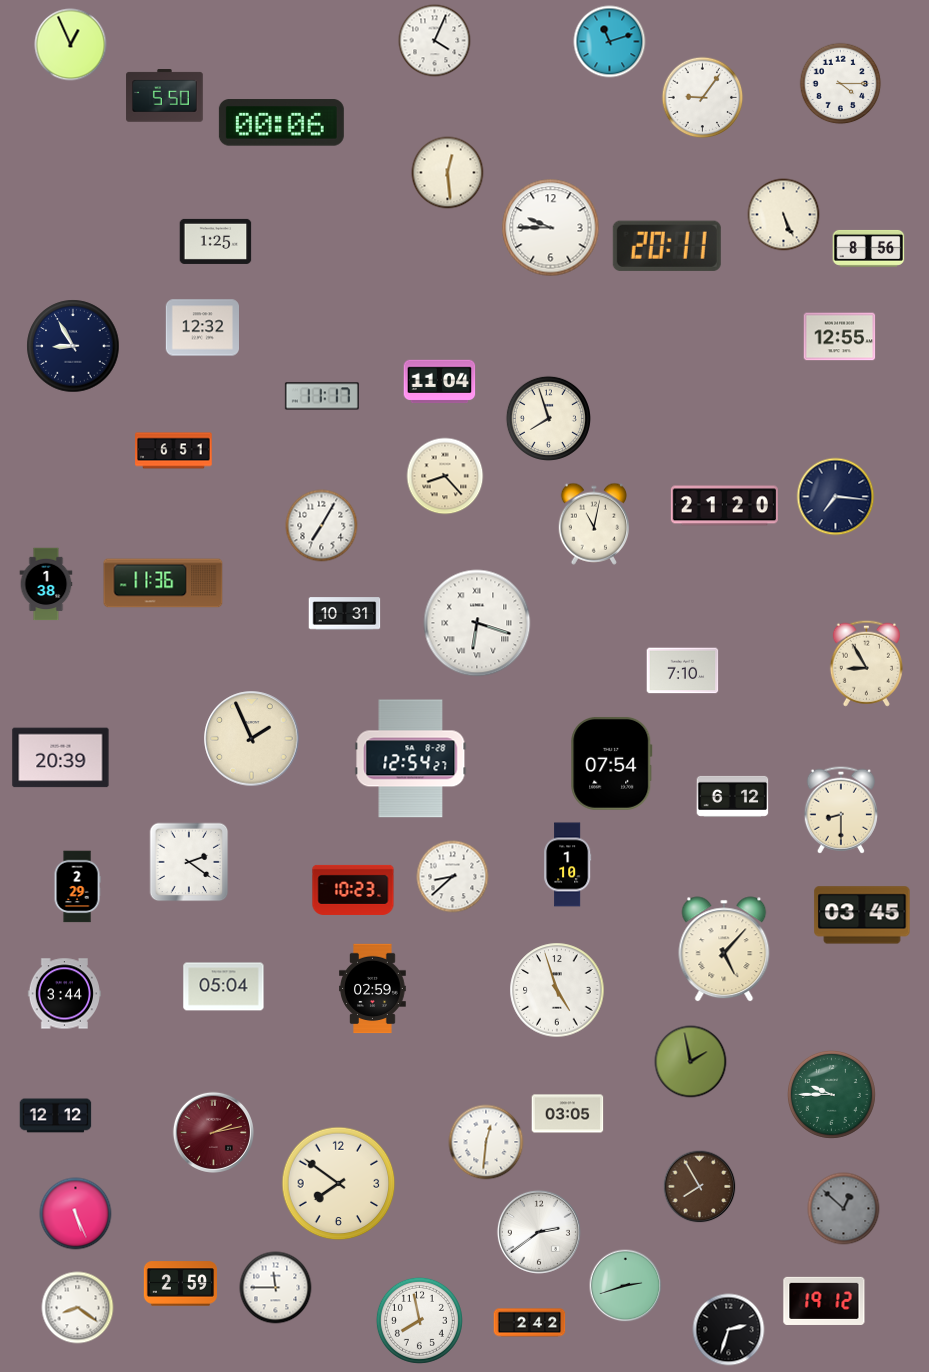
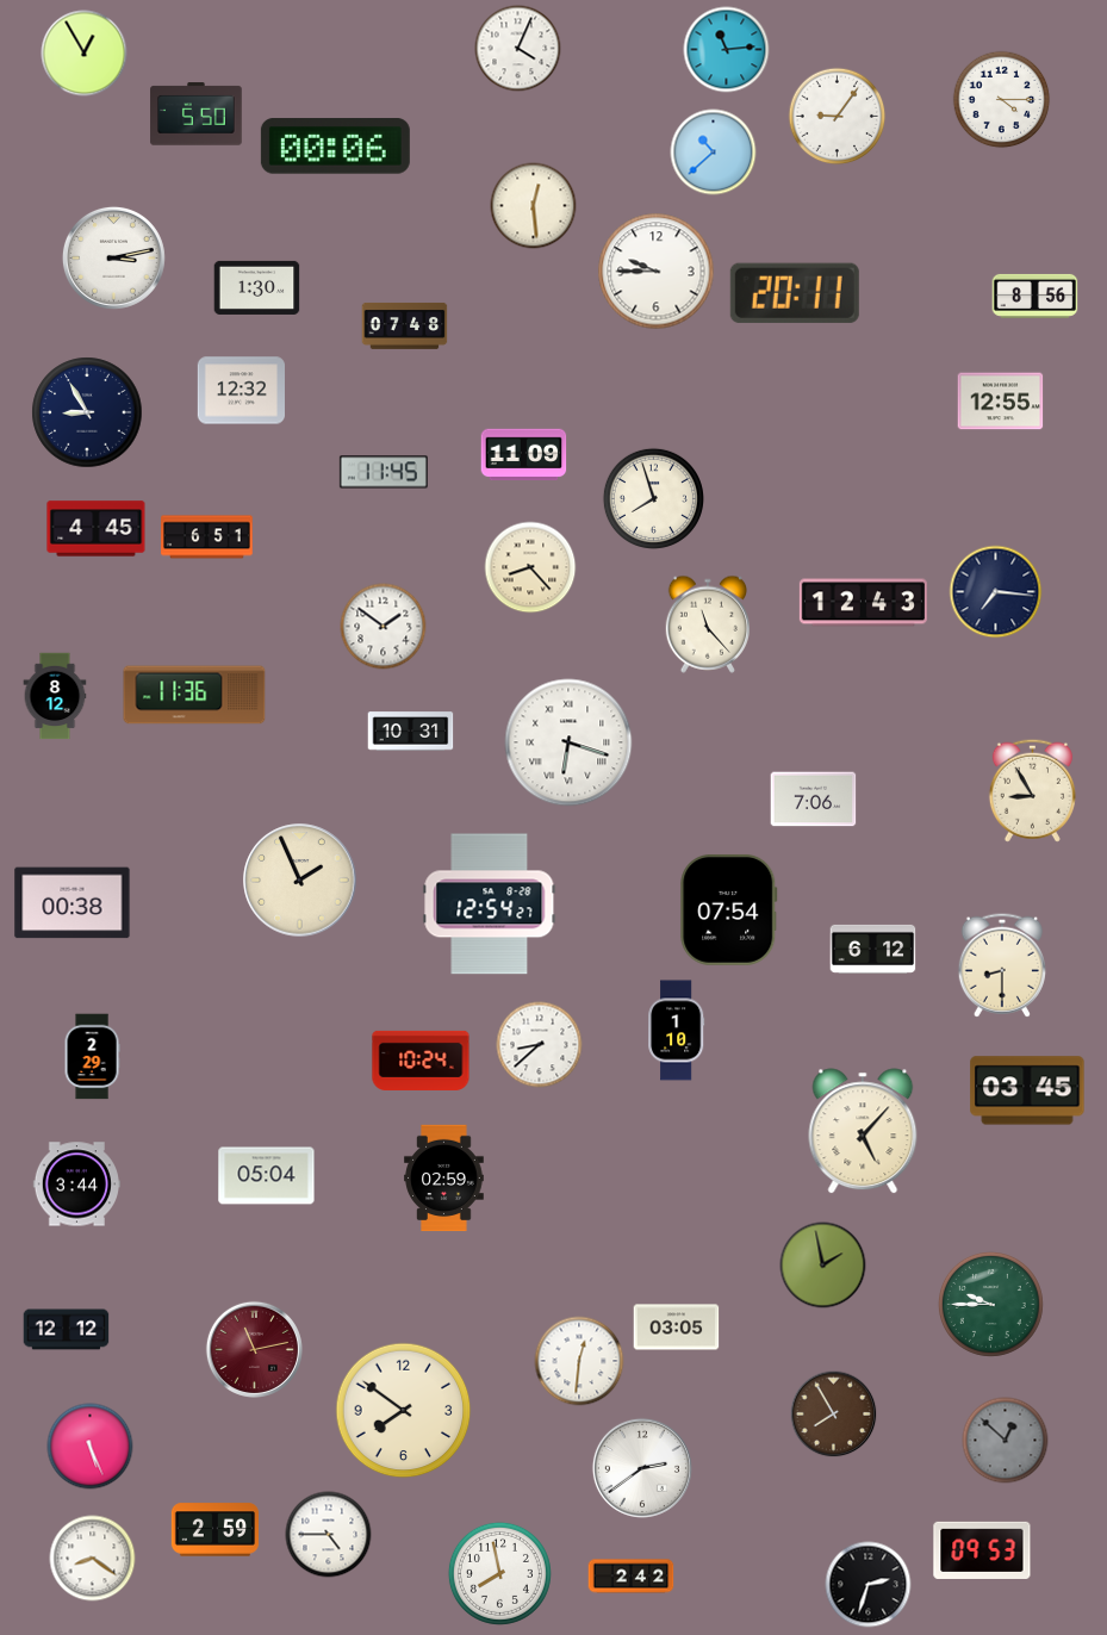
clock at (610, 42): 11:12 -> 11:14
clock at (71, 45): 12:56 -> 12:55
clock at (714, 153): none -> 10:38
clock at (784, 215): 5:26 -> none
clock at (113, 257): none -> 3:13
clock at (216, 241): 1:25 -> 1:30
clock at (405, 327): none -> 07:48
clock at (440, 382): 11:04 -> 11:09
clock at (322, 396): 11:17 -> 11:45
clock at (97, 529): none -> 4:45
clock at (724, 506): 21:20 -> 12:43
clock at (593, 524): 11:02 -> 11:23
clock at (322, 526): 7:05 -> 1:51
clock at (46, 584): 1:38 -> 8:12
clock at (683, 671): 7:10 -> 7:06
clock at (61, 758): 20:39 -> 00:38
clock at (189, 862): 2:21 -> none
clock at (353, 890): 10:23 -> 10:24
clock at (557, 990): 4:57 -> none
clock at (213, 1132): 2:13 -> 11:13
clock at (626, 1286): 2:42 -> none
clock at (276, 1288): 11:45 -> 4:45
clock at (824, 1301): 19:12 -> 09:53
